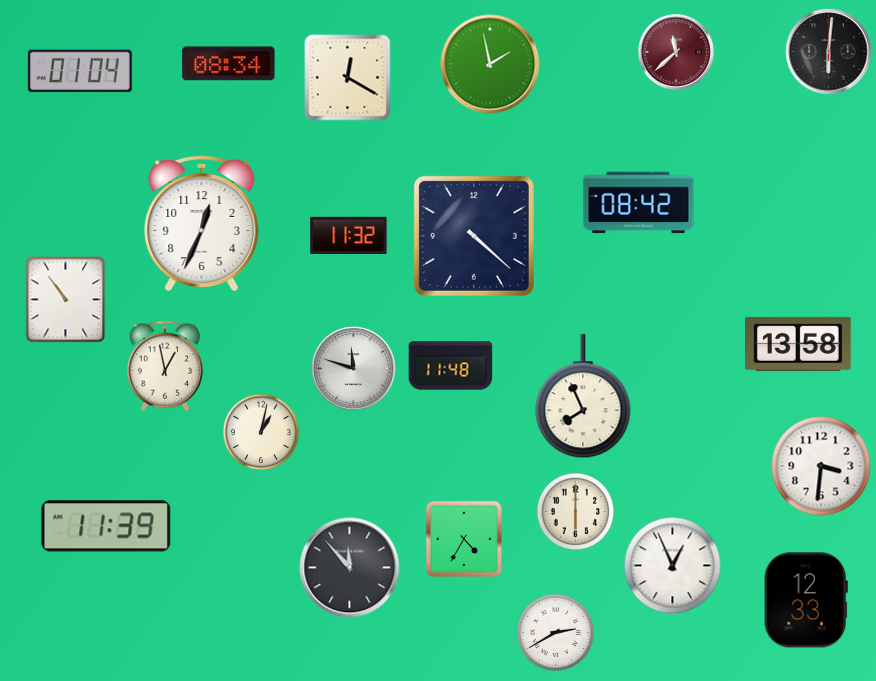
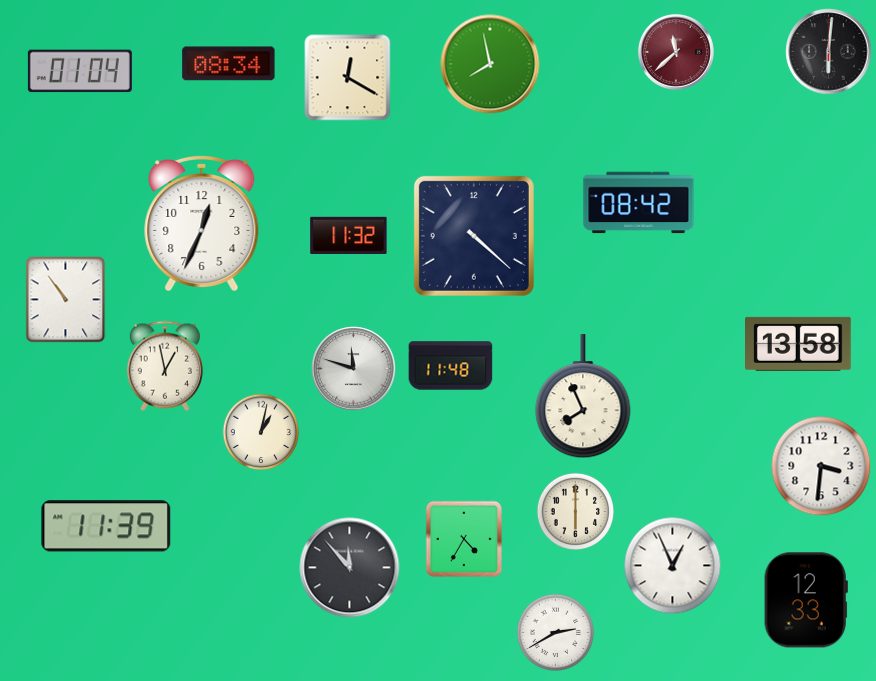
clock at (490, 64): 1:58 -> 7:58
